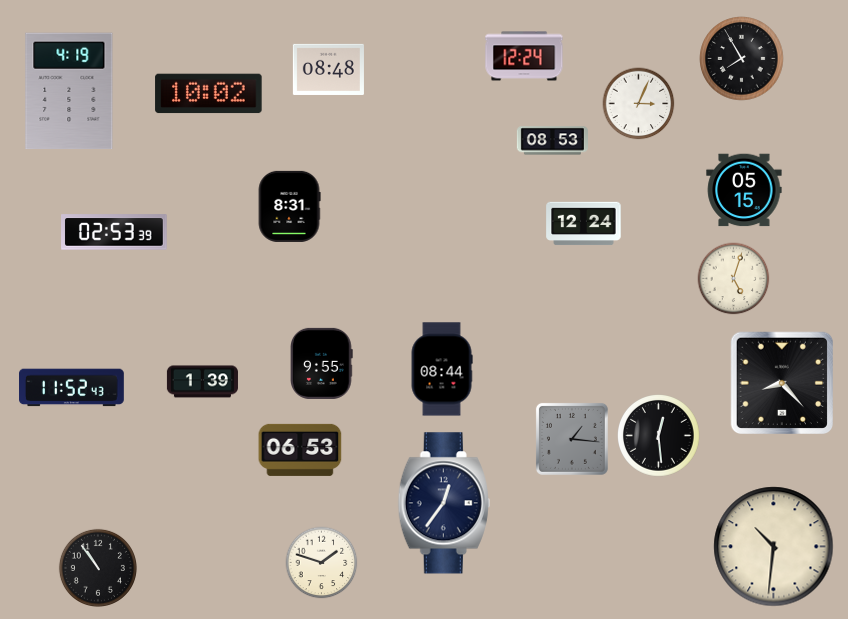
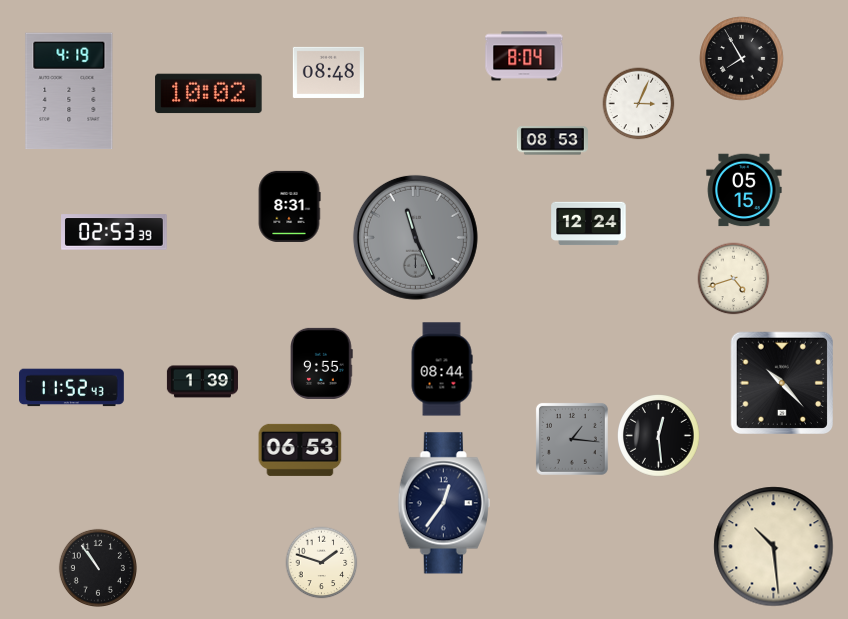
clock at (524, 56): 12:24 -> 8:04
clock at (328, 69) position: (328, 69) -> (328, 72)
clock at (584, 224) position: (584, 224) -> (589, 224)
clock at (415, 237): none -> 11:26
clock at (734, 279): 5:03 -> 4:42
clock at (781, 382): 8:23 -> 10:23
clock at (774, 547): 10:31 -> 10:29
